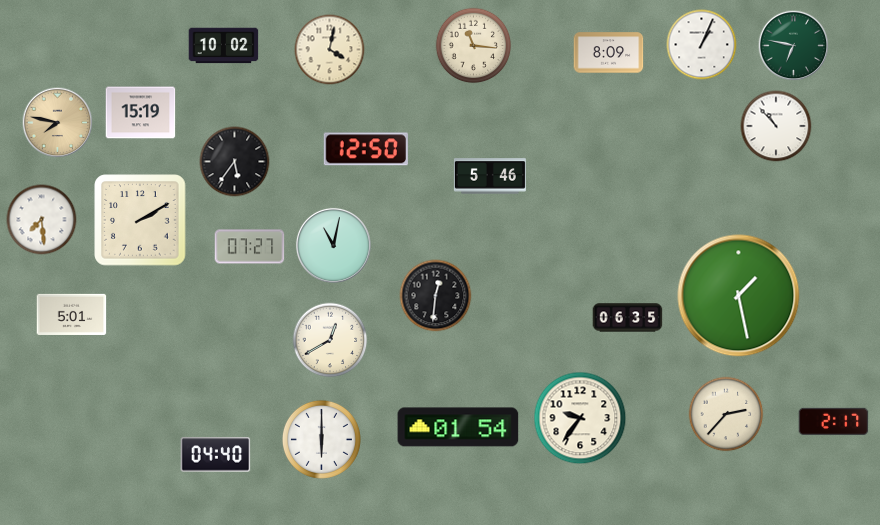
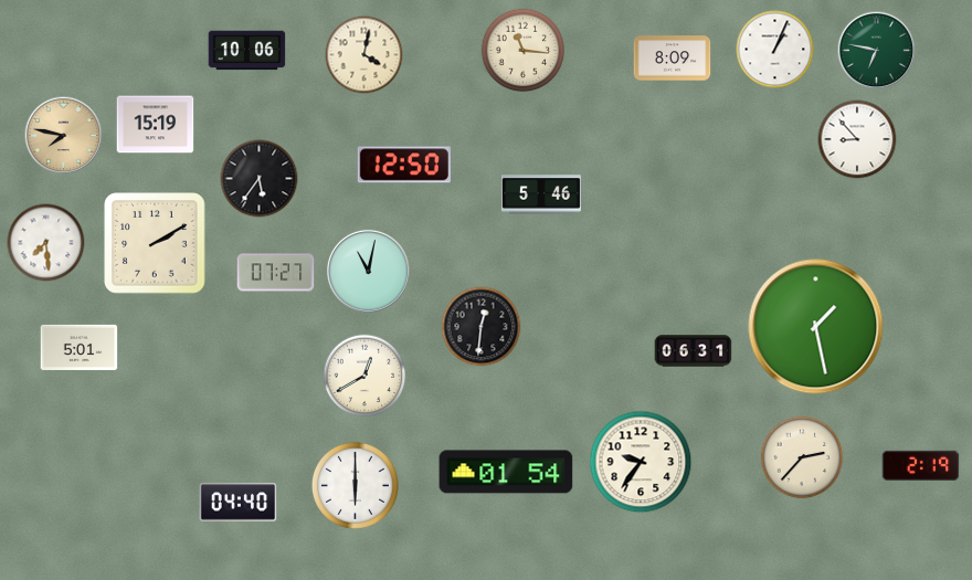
clock at (224, 46): 10:02 -> 10:06
clock at (776, 126): 10:53 -> 8:53
clock at (628, 318): 06:35 -> 06:31
clock at (834, 421): 2:17 -> 2:19
